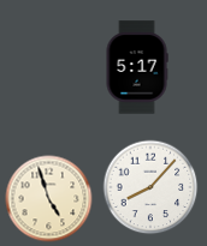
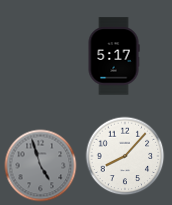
clock at (49, 199) dial: cream -> grey
